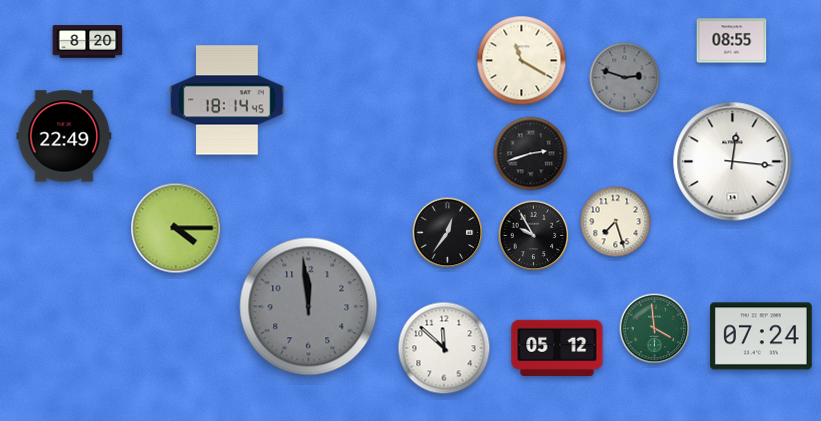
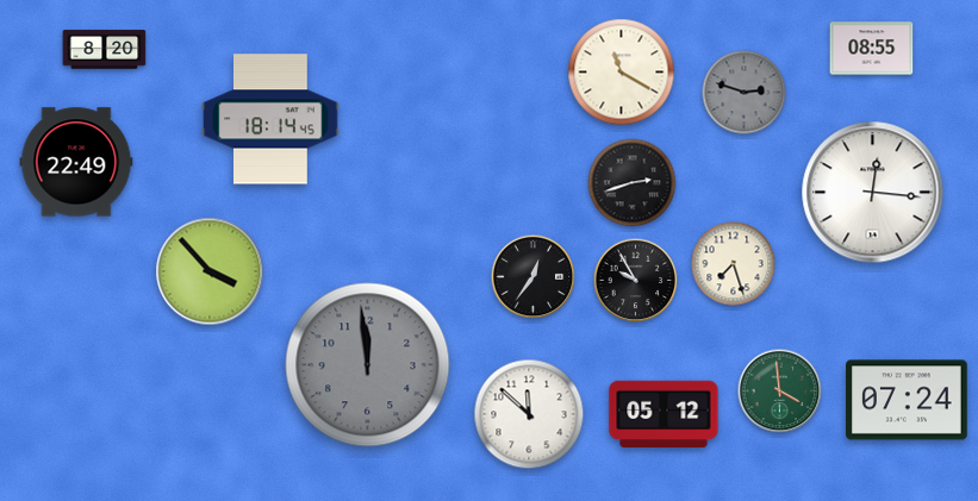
clock at (176, 228): 4:15 -> 3:53
